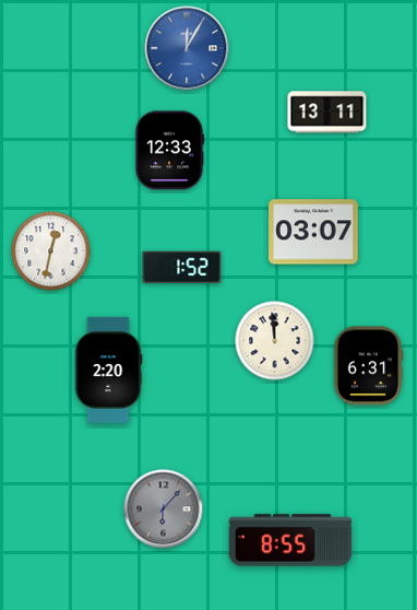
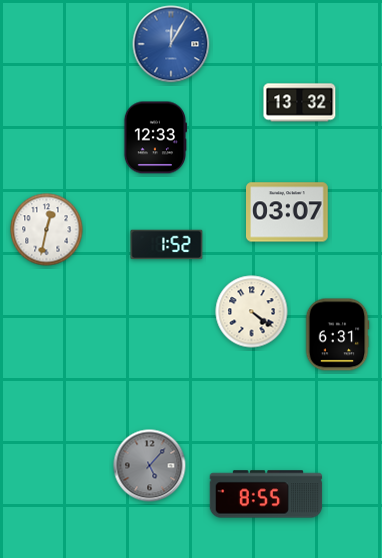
clock at (327, 113): 13:11 -> 13:32
clock at (275, 341): 11:59 -> 4:21
clock at (108, 369): 2:20 -> none
clock at (164, 509): 6:07 -> 5:07
